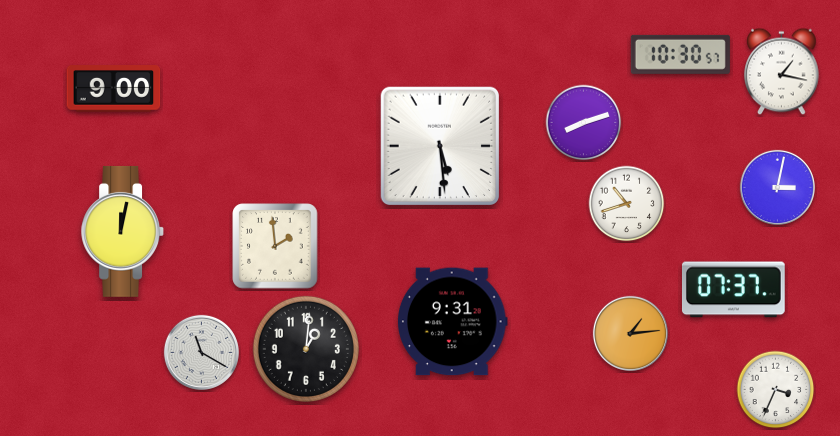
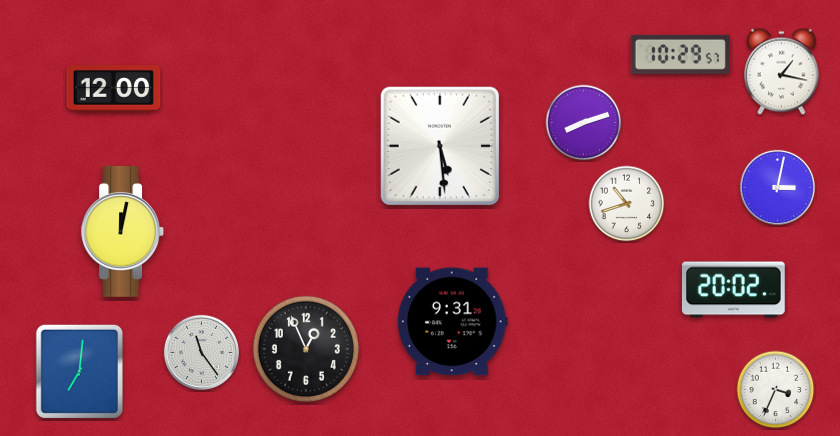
clock at (680, 54): 10:30 -> 10:29
clock at (114, 89): 9:00 -> 12:00
clock at (275, 246): 1:59 -> none
clock at (733, 290): 07:37 -> 20:02
clock at (630, 333): 1:14 -> none
clock at (306, 349): 1:01 -> 12:56
clock at (201, 352): 11:20 -> 11:24
clock at (79, 371): none -> 7:01
